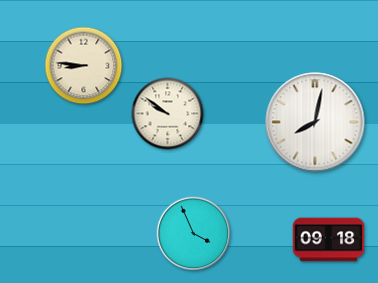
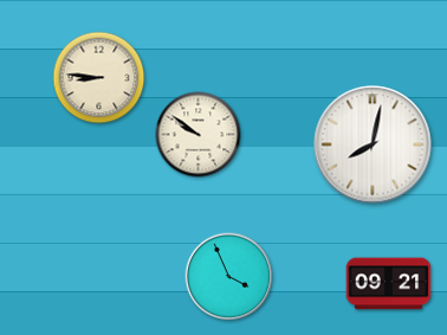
clock at (329, 240): 09:18 -> 09:21
